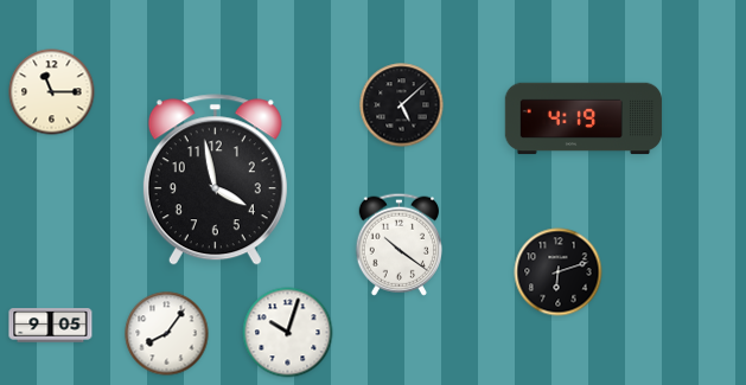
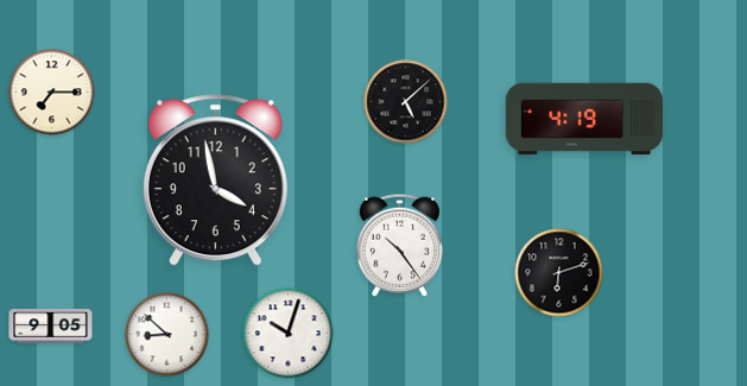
clock at (52, 92): 11:15 -> 7:15
clock at (402, 105) position: (402, 105) -> (406, 102)
clock at (398, 244): 10:21 -> 10:24
clock at (167, 334): 8:06 -> 8:52
